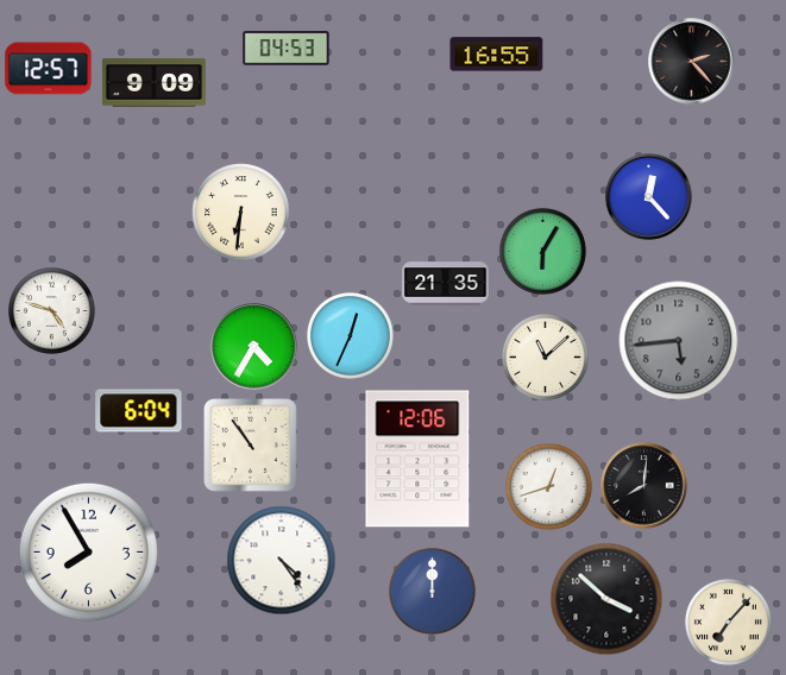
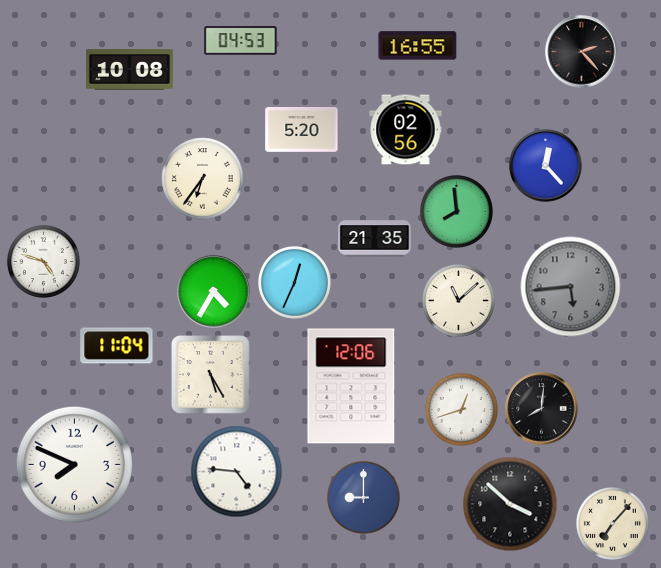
clock at (49, 69): 12:57 -> none
clock at (153, 83): 9:09 -> 10:08
clock at (302, 130): none -> 5:20
clock at (406, 130): none -> 02:56
clock at (241, 213): 6:31 -> 6:36
clock at (542, 251): 6:05 -> 7:59
clock at (139, 411): 6:04 -> 11:04
clock at (251, 446): 10:54 -> 5:25
clock at (88, 551): 7:55 -> 7:49
clock at (282, 561): 4:24 -> 4:46
clock at (432, 591): 12:00 -> 9:00
